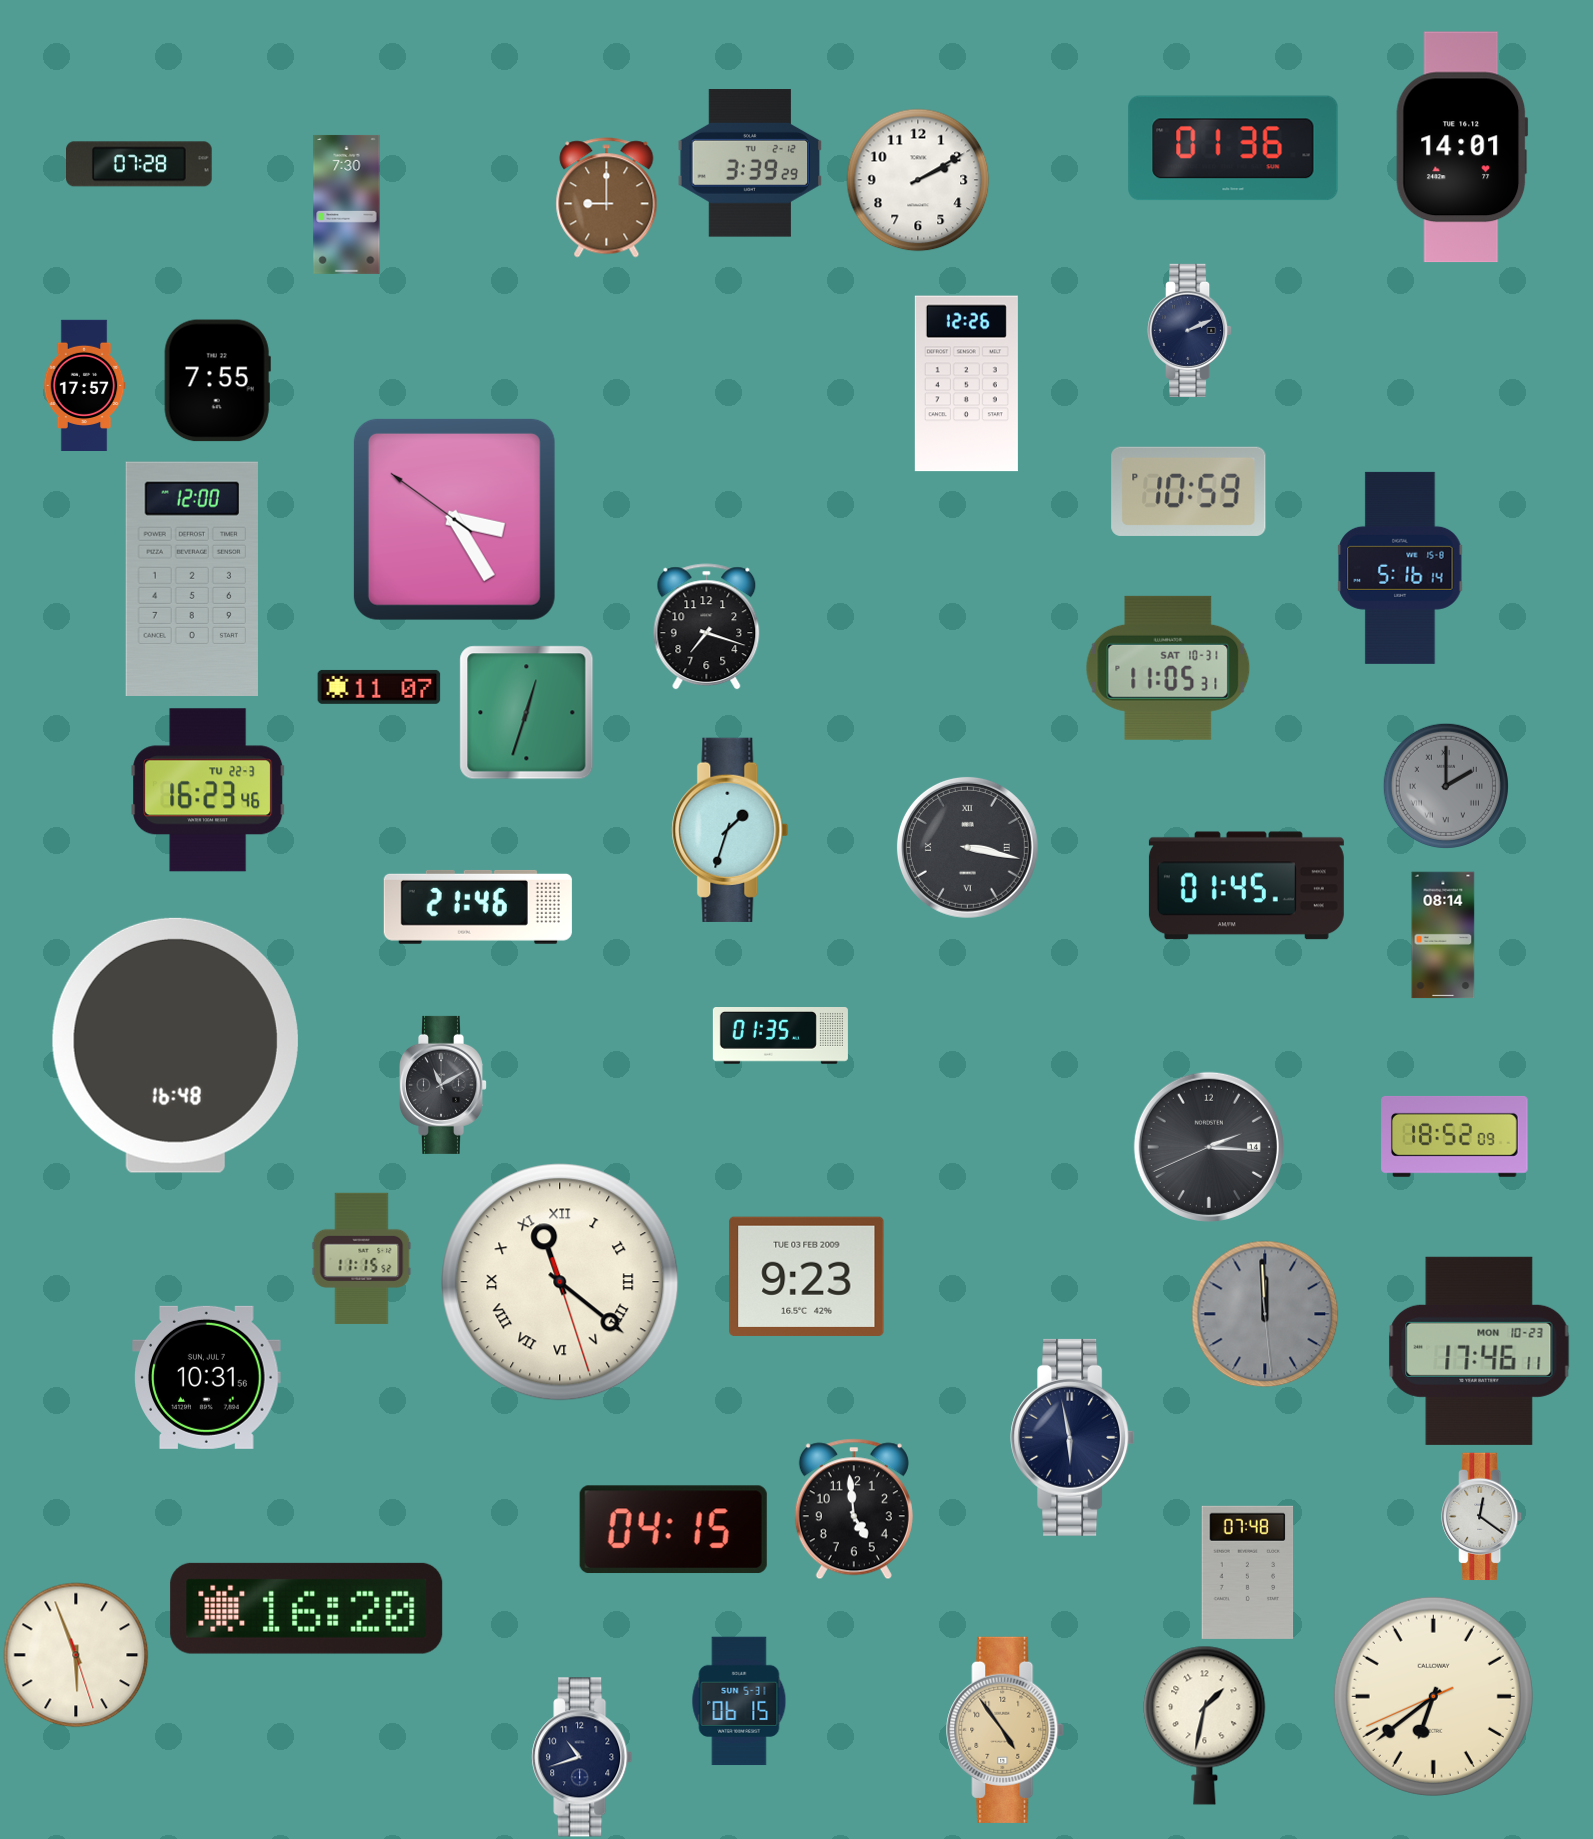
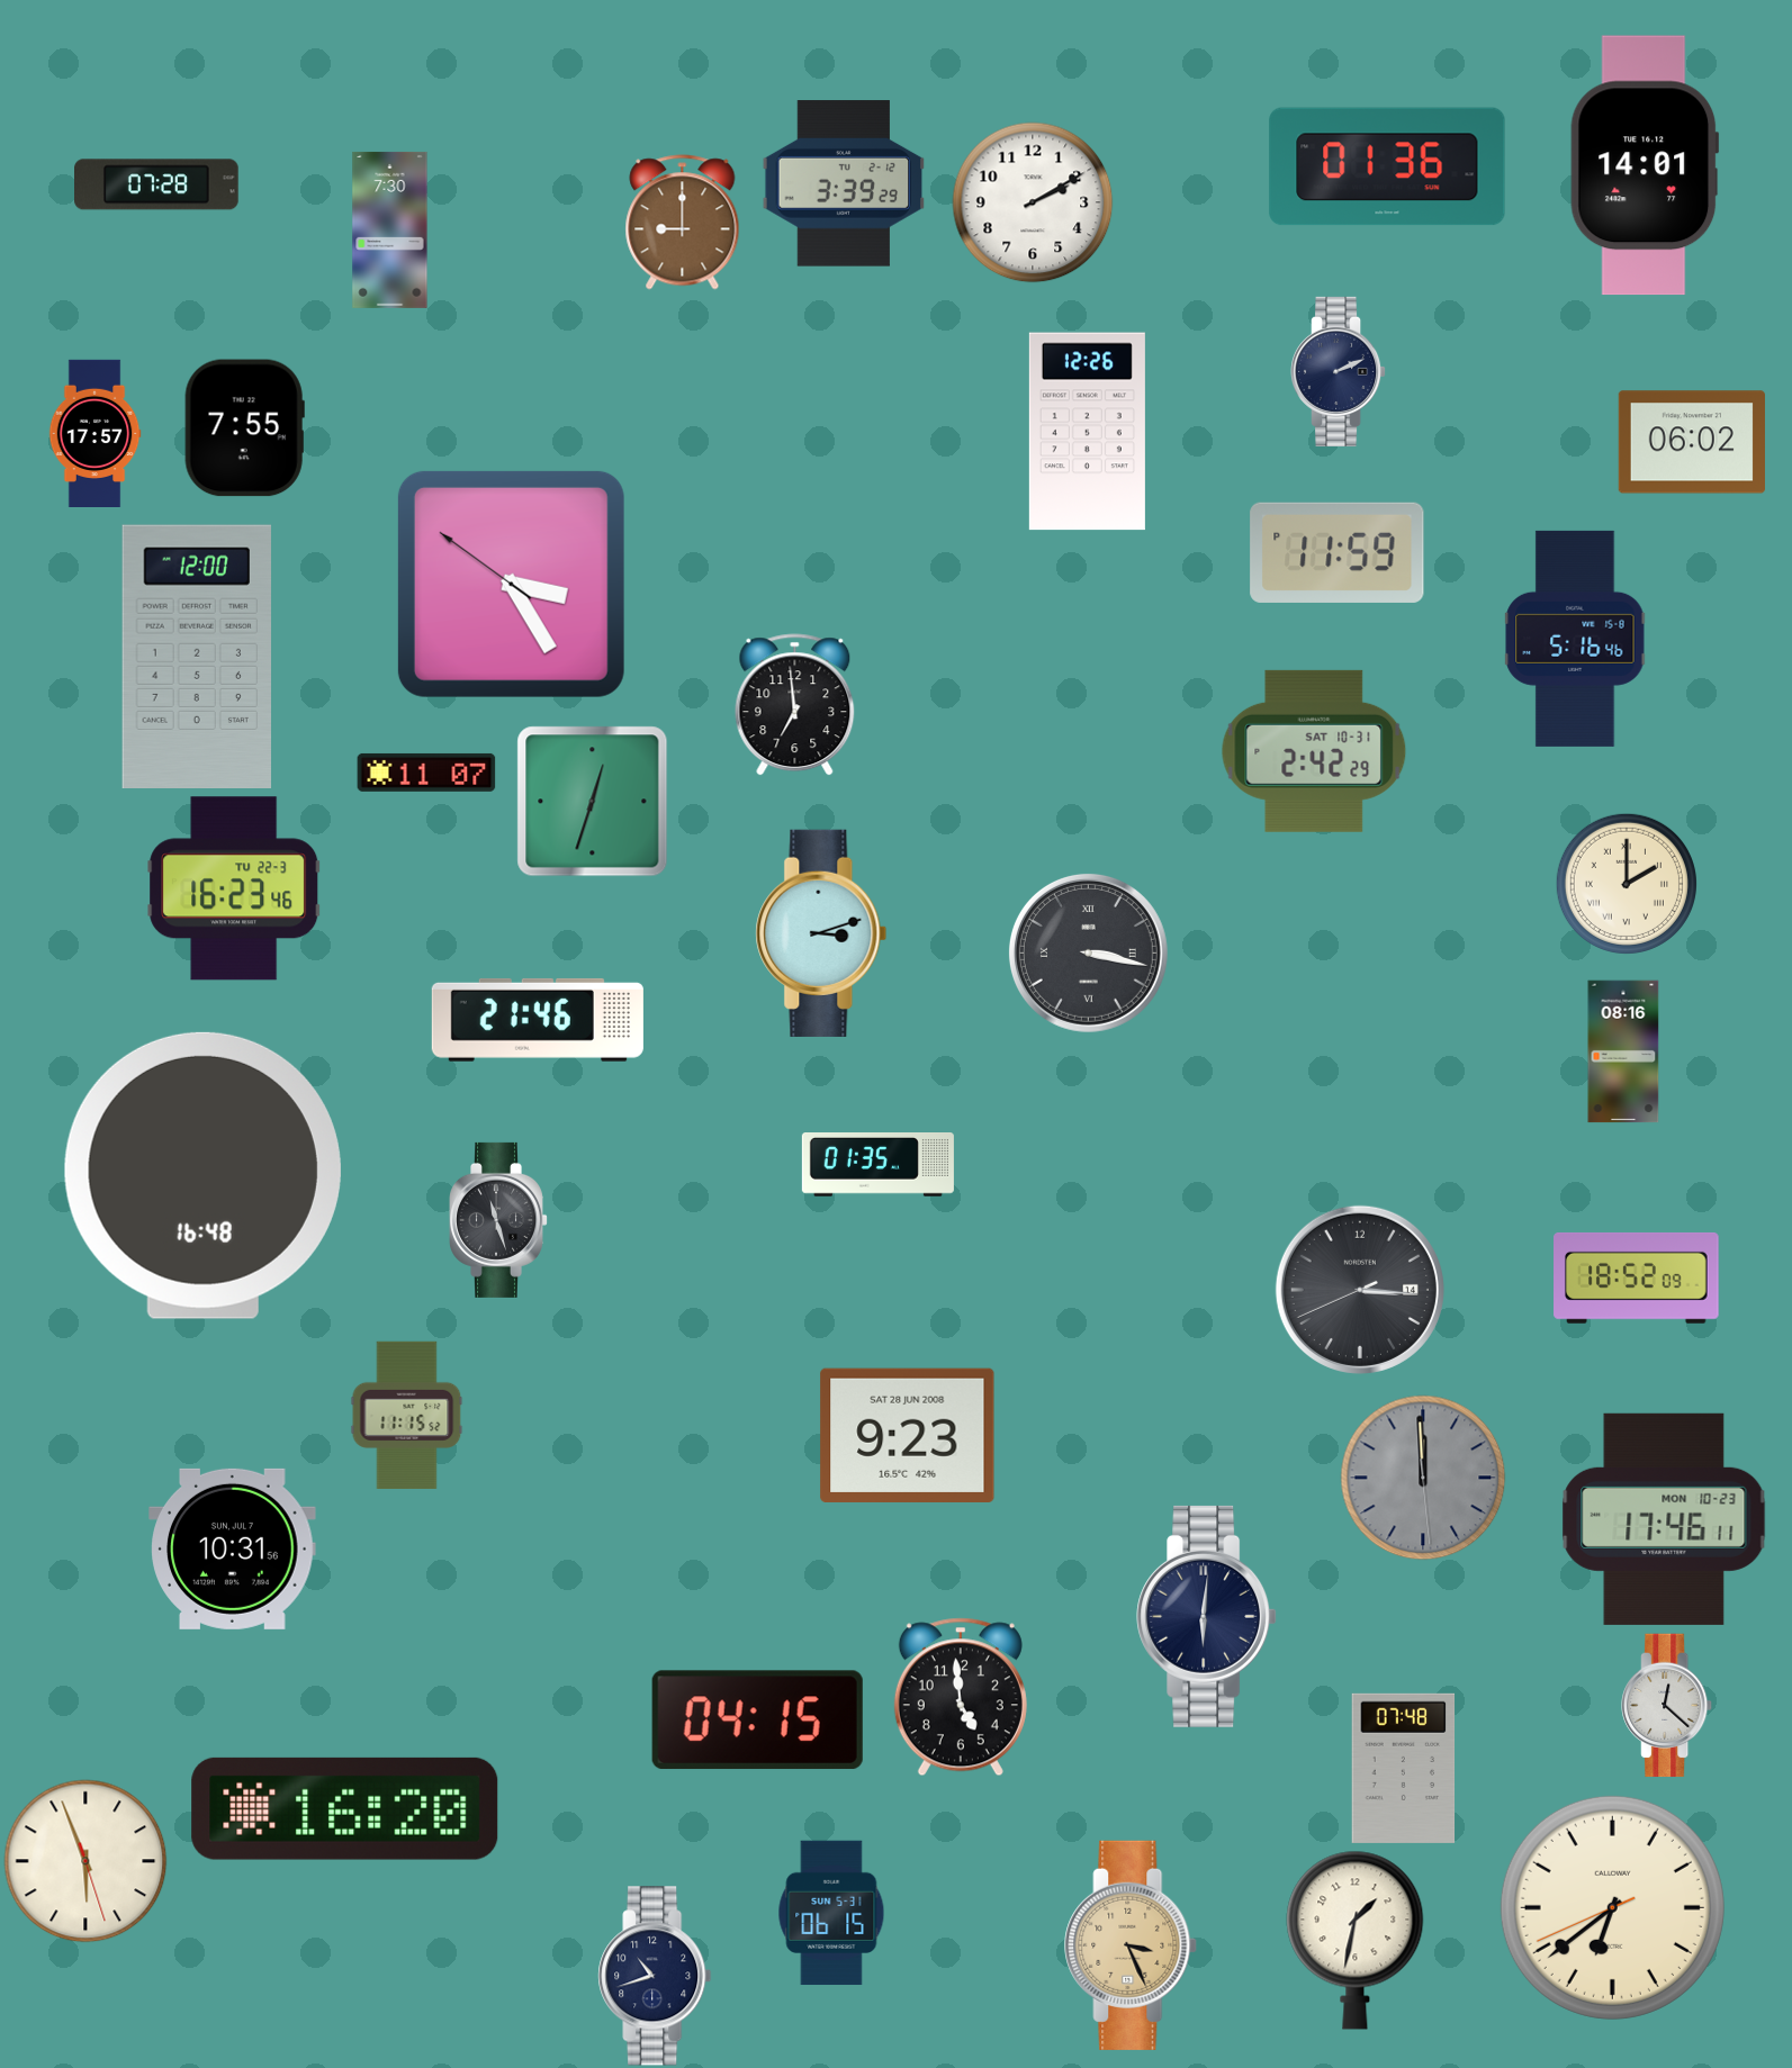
clock at (1692, 442): none -> 06:02
clock at (1189, 491): 10:59 -> 11:59
clock at (1400, 568): 5:16:14 -> 5:16:46
clock at (192, 578) position: (192, 578) -> (197, 656)
clock at (707, 627): 7:18 -> 6:59
clock at (1168, 668): 11:05 -> 2:42
clock at (1446, 786) dial: grey -> cream
clock at (730, 830): 1:33 -> 3:12
clock at (1246, 886): 01:45 -> none
clock at (1443, 935): 08:14 -> 08:16
clock at (175, 1045) position: (175, 1045) -> (202, 1175)
clock at (444, 1085): 11:10 -> 11:27
clock at (1209, 1147): 2:15 -> 3:15
clock at (807, 1276) date: TUE 03 FEB 2009 -> SAT 28 JUN 2008
clock at (560, 1282): 11:21 -> none
clock at (1073, 1437): 5:58 -> 6:01
clock at (1482, 1517): 12:21 -> 12:22
clock at (1006, 1730): 4:54 -> 3:26
